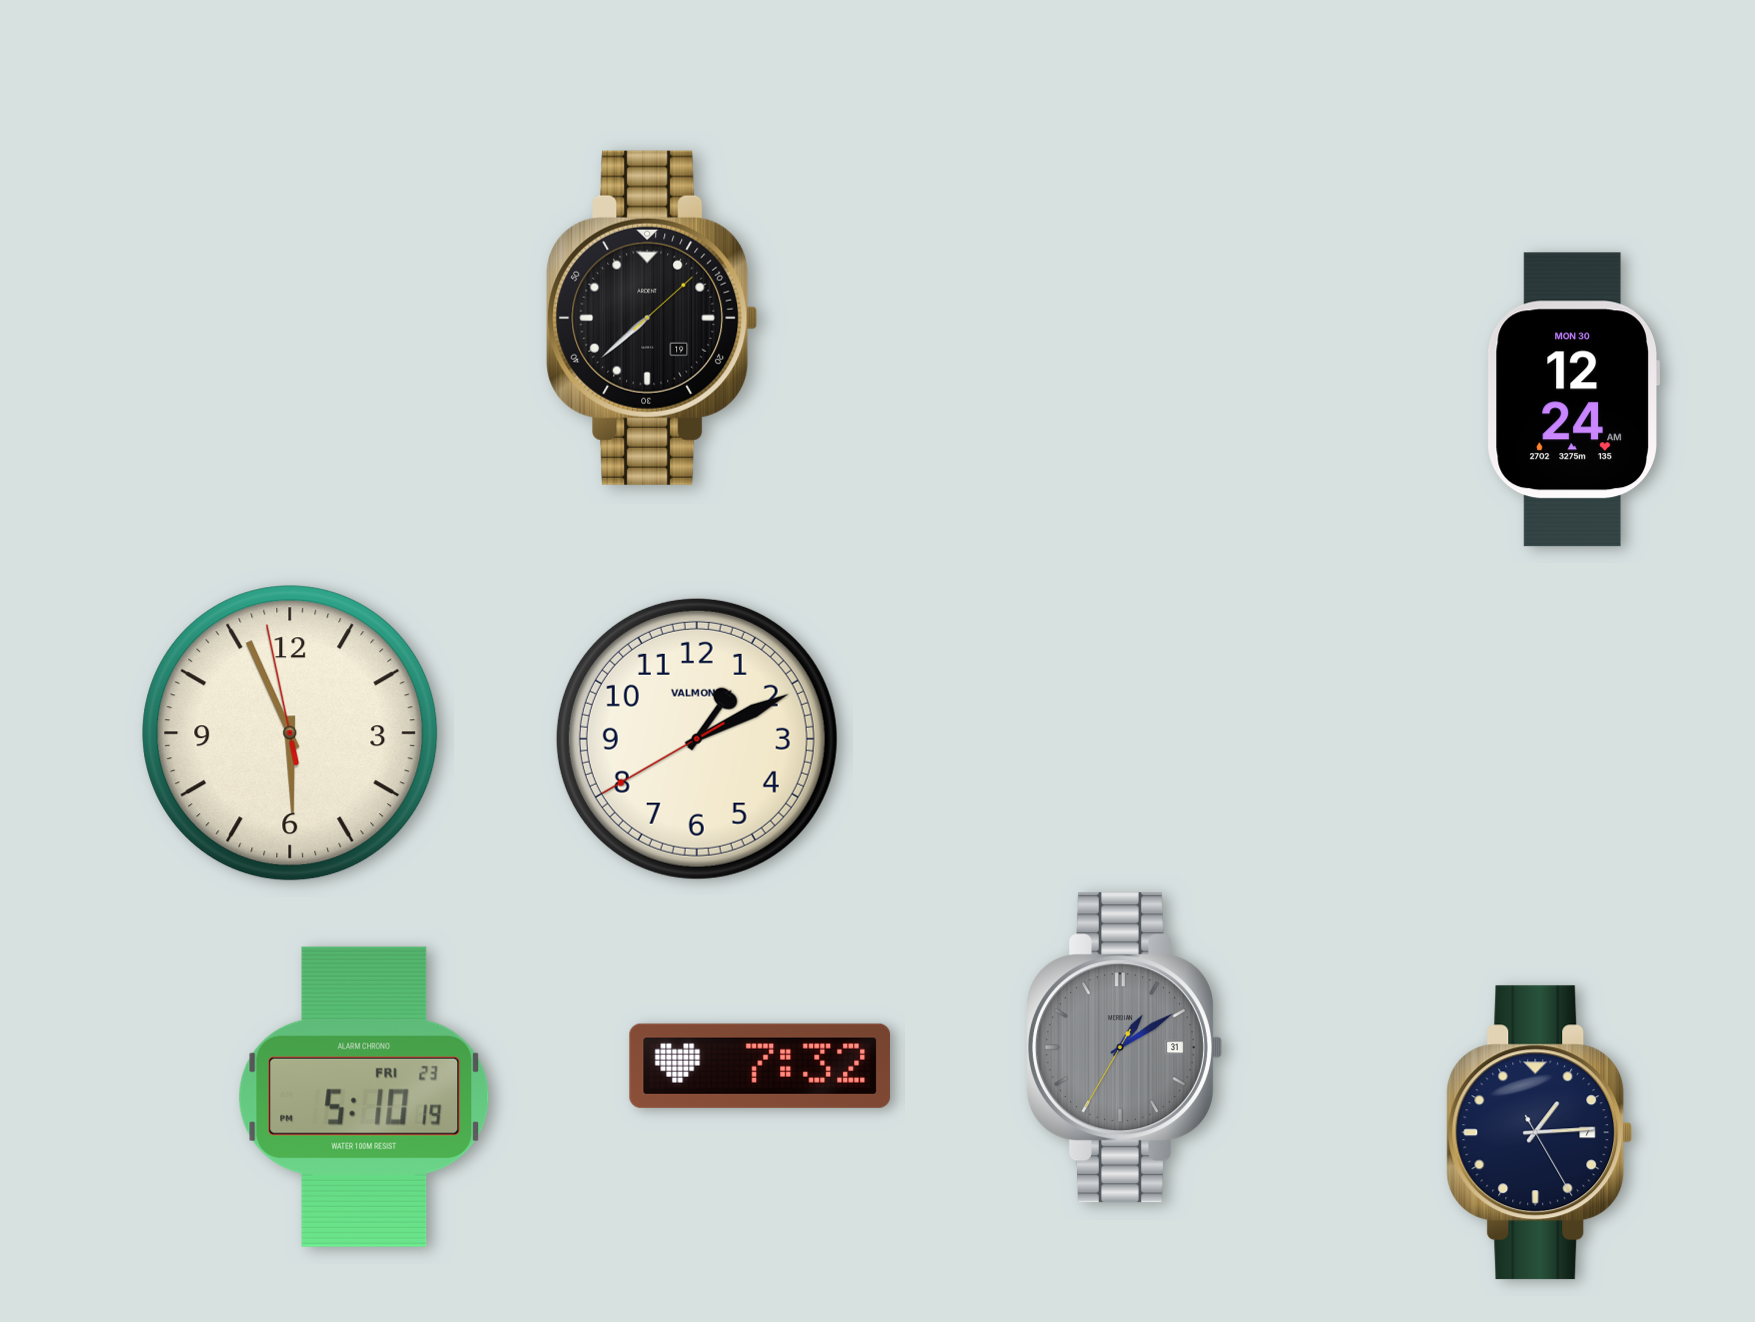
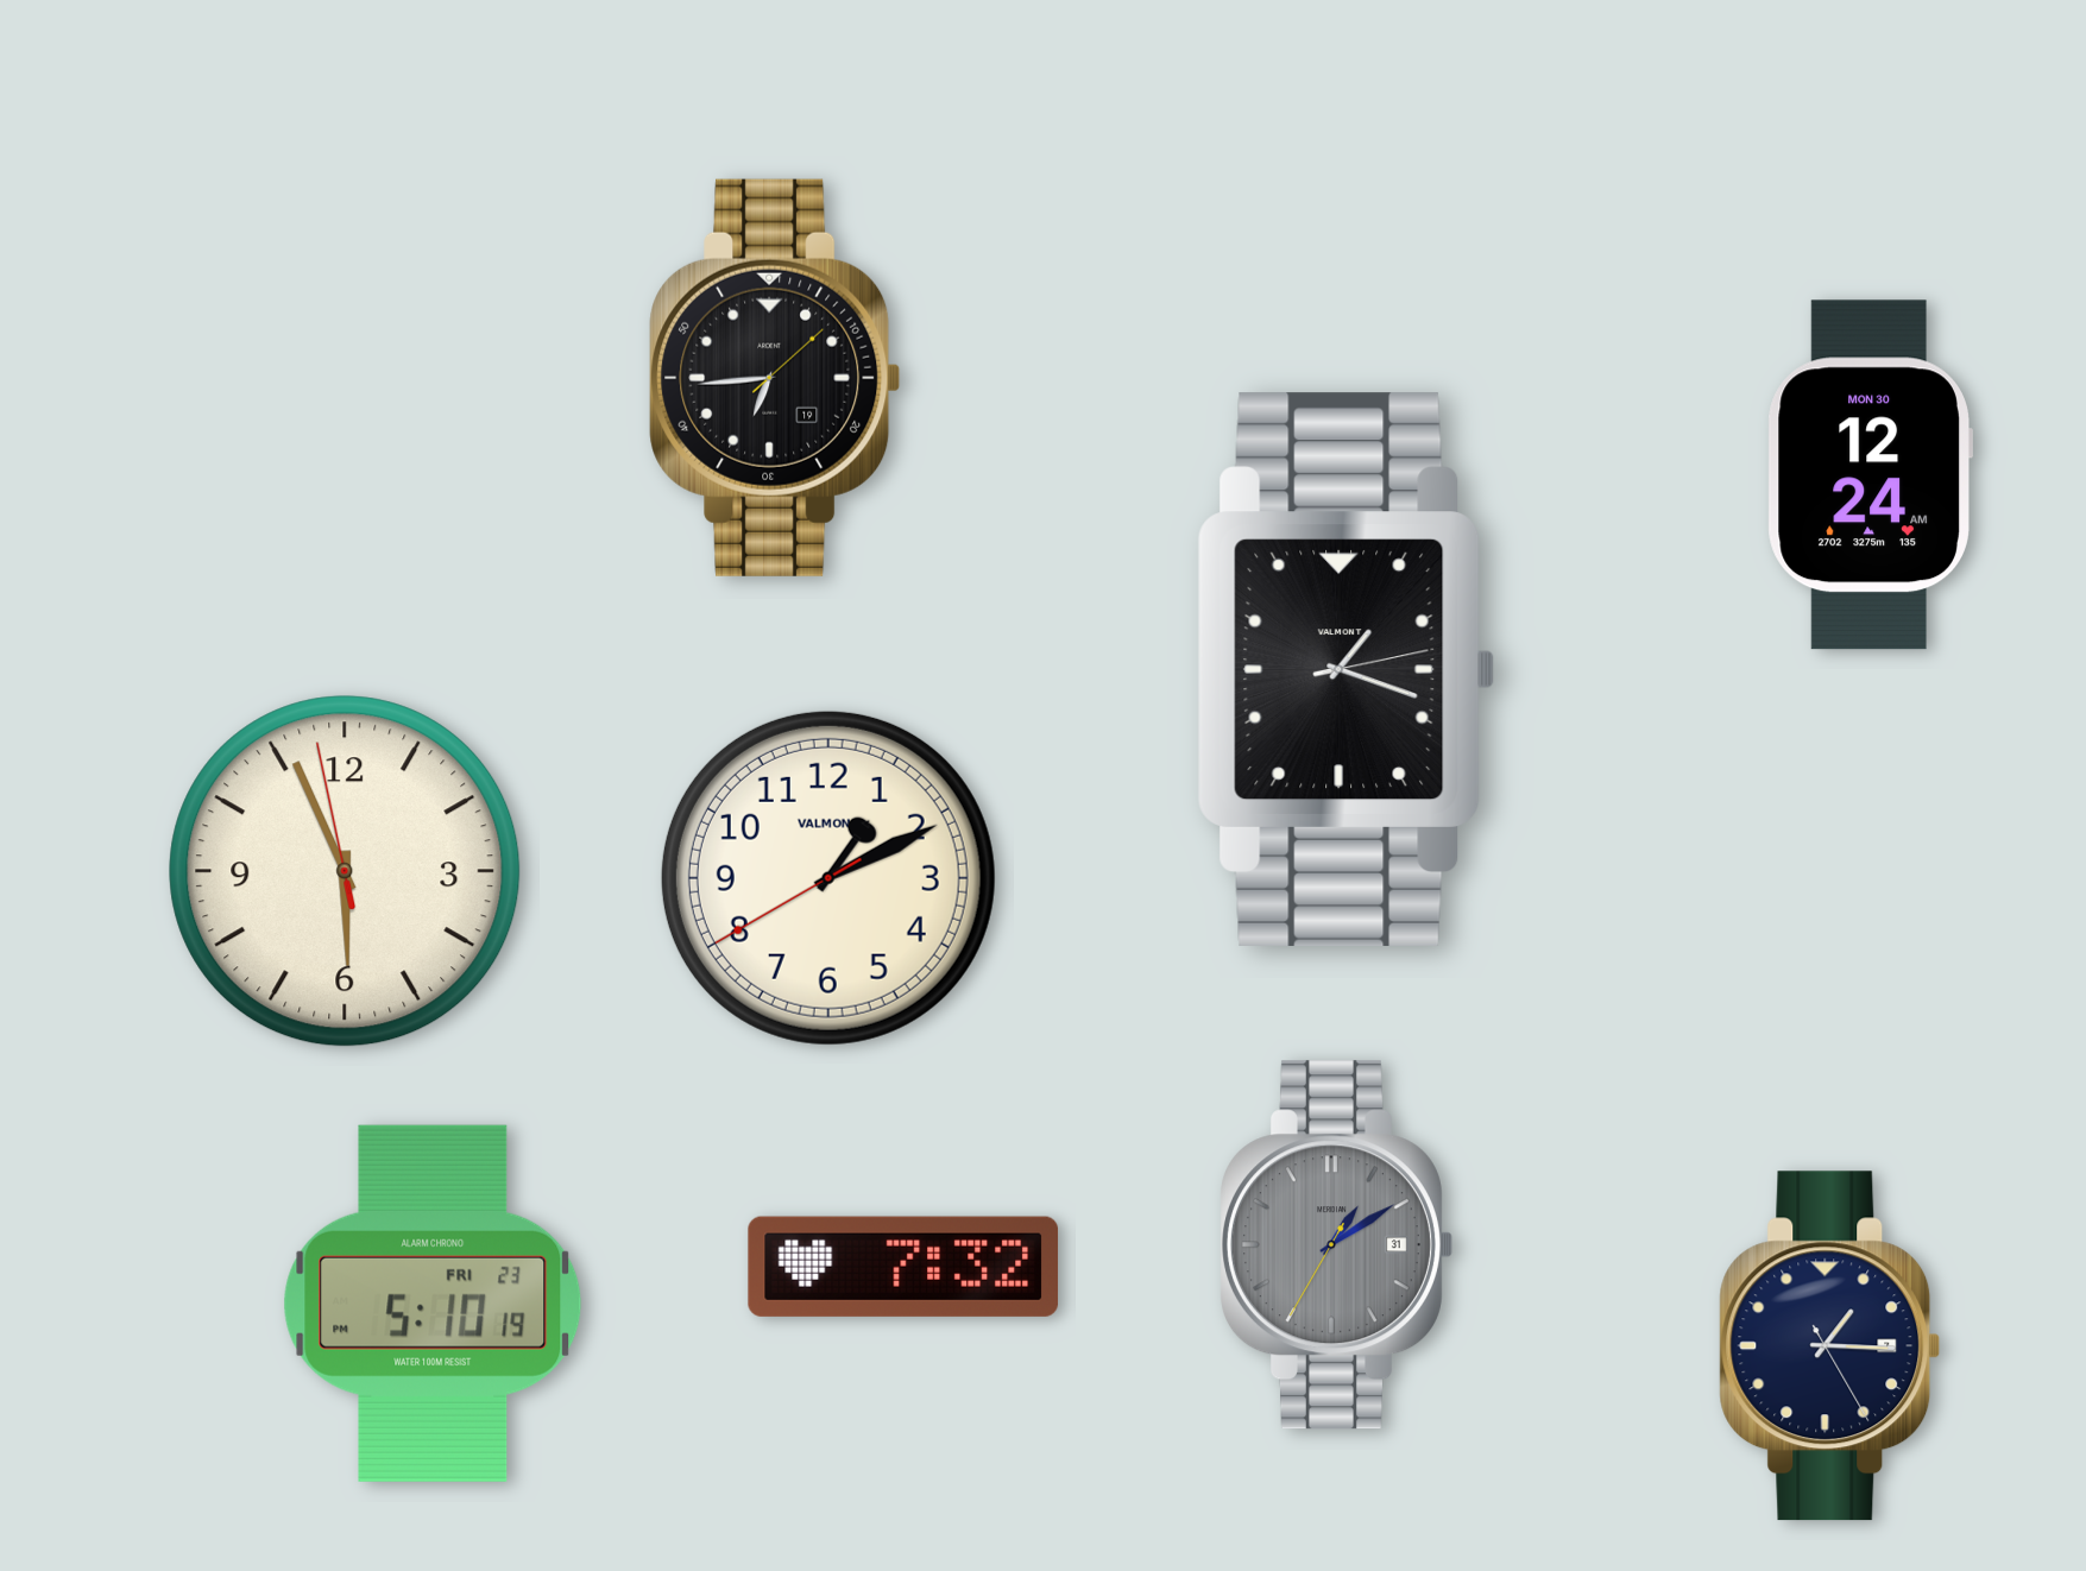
clock at (652, 318): 7:38 -> 6:44
clock at (1347, 669): none -> 1:18
clock at (1540, 1133): 1:14 -> 1:15
